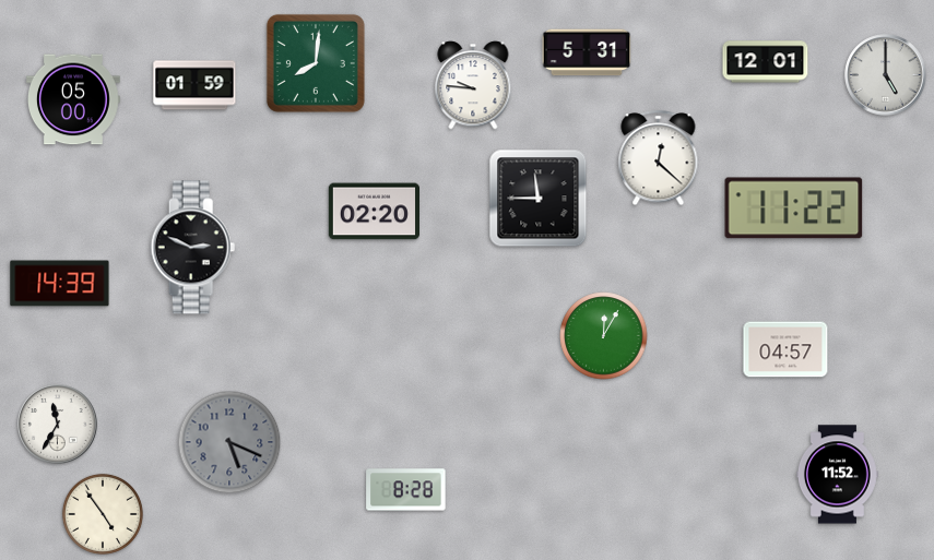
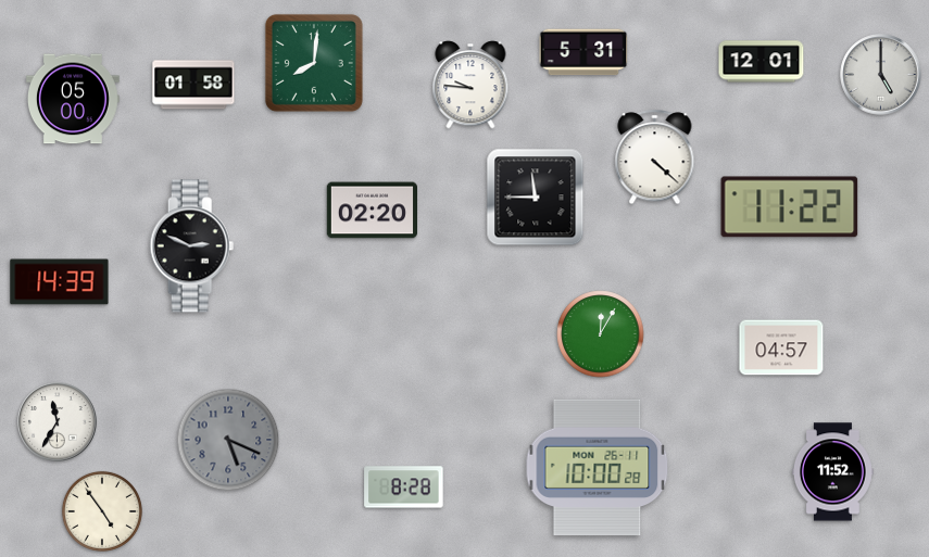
clock at (194, 85): 01:59 -> 01:58
clock at (659, 158): 12:22 -> 4:22
clock at (598, 468): none -> 10:00
